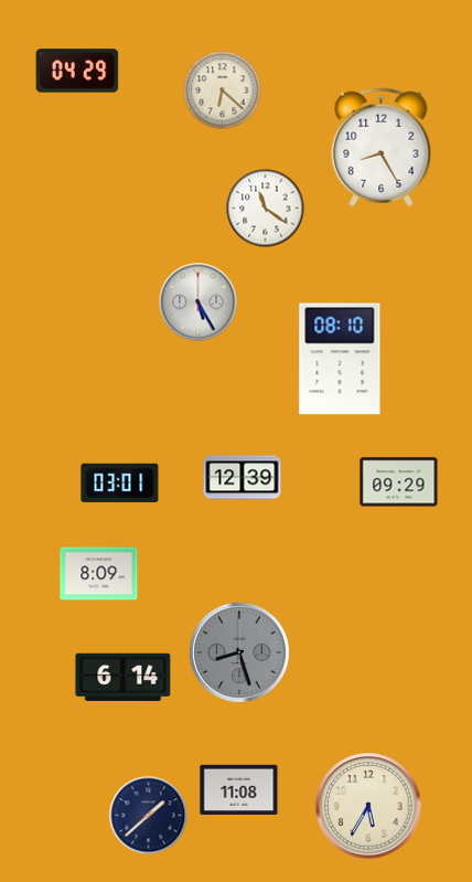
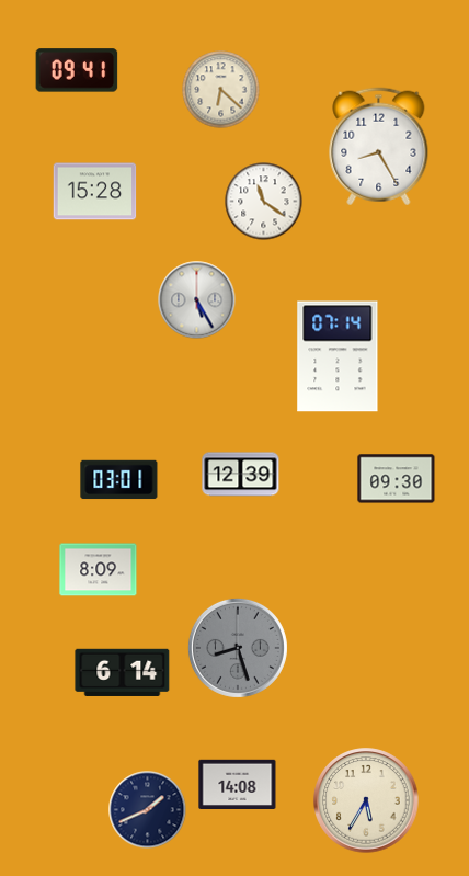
clock at (77, 71): 04:29 -> 09:41
clock at (95, 192): none -> 15:28
clock at (266, 209) position: (266, 209) -> (264, 202)
clock at (340, 359): 08:10 -> 07:14
clock at (399, 482): 09:29 -> 09:30
clock at (239, 790): 11:08 -> 14:08
clock at (149, 816): 1:38 -> 1:41
